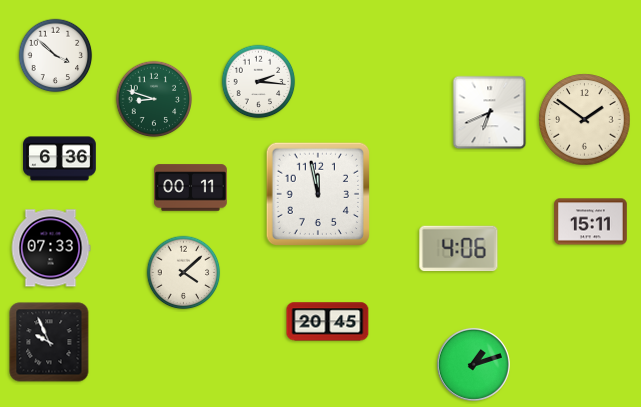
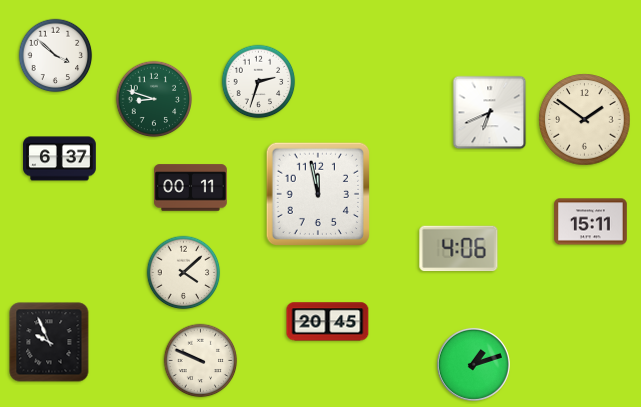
clock at (259, 82): 2:16 -> 2:33
clock at (60, 159): 6:36 -> 6:37
clock at (51, 248): 07:33 -> none
clock at (201, 361): none -> 9:49
